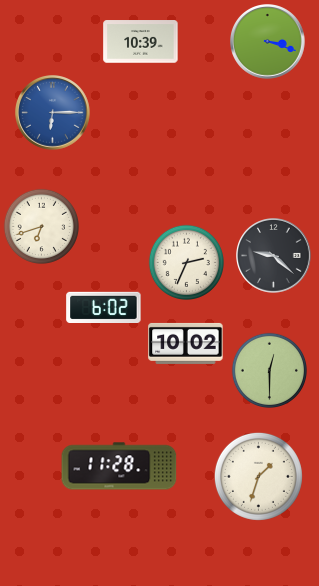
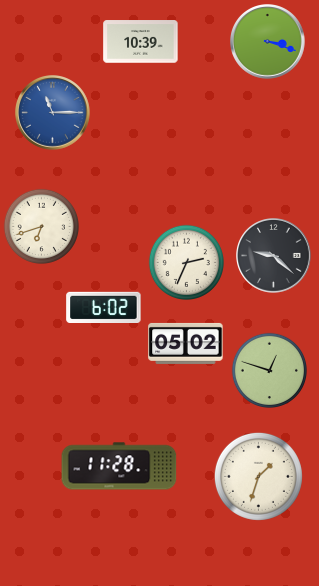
clock at (53, 113): 6:15 -> 11:15
clock at (186, 343): 10:02 -> 05:02
clock at (269, 370): 12:30 -> 12:48
